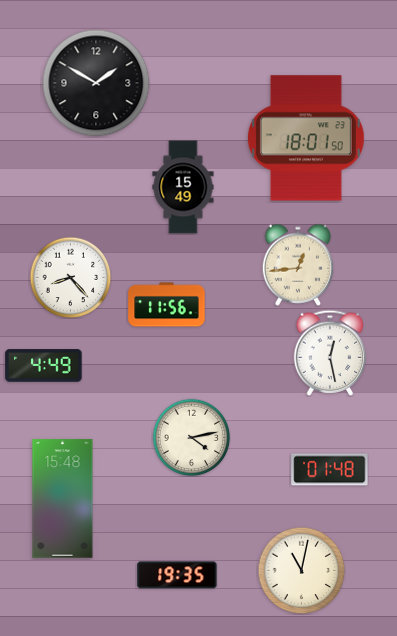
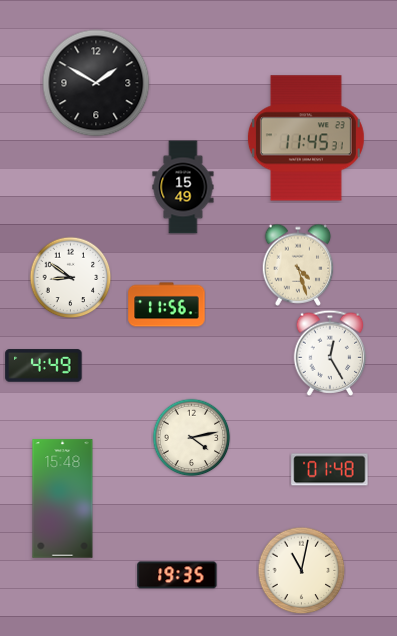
clock at (306, 138): 18:01 -> 11:45
clock at (298, 265): 12:44 -> 4:27
clock at (70, 277): 8:23 -> 8:51
clock at (330, 353): 12:28 -> 12:25
